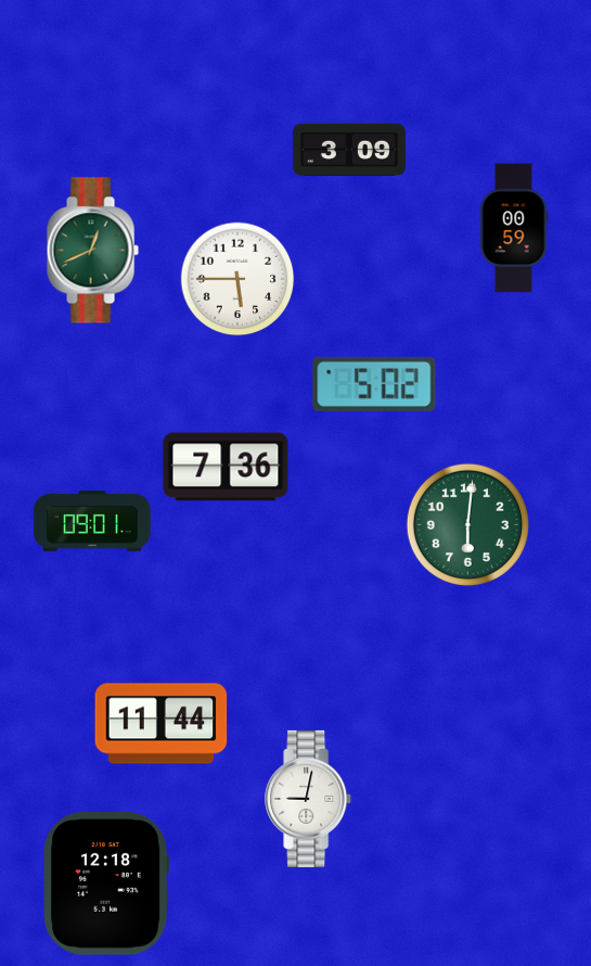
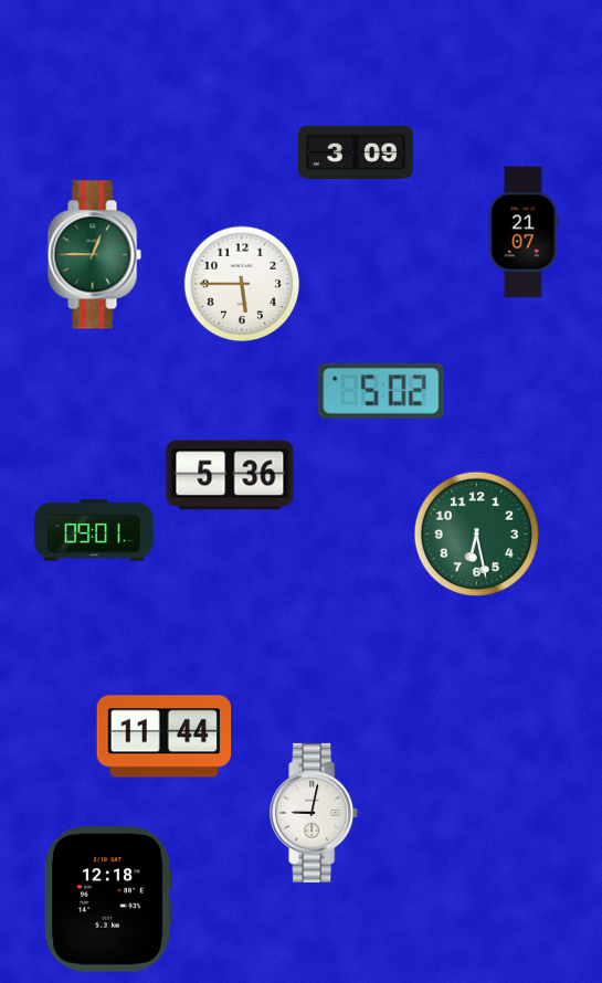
clock at (514, 228): 00:59 -> 21:07
clock at (92, 251): 12:41 -> 12:45
clock at (226, 467): 7:36 -> 5:36
clock at (467, 524): 6:01 -> 6:28
